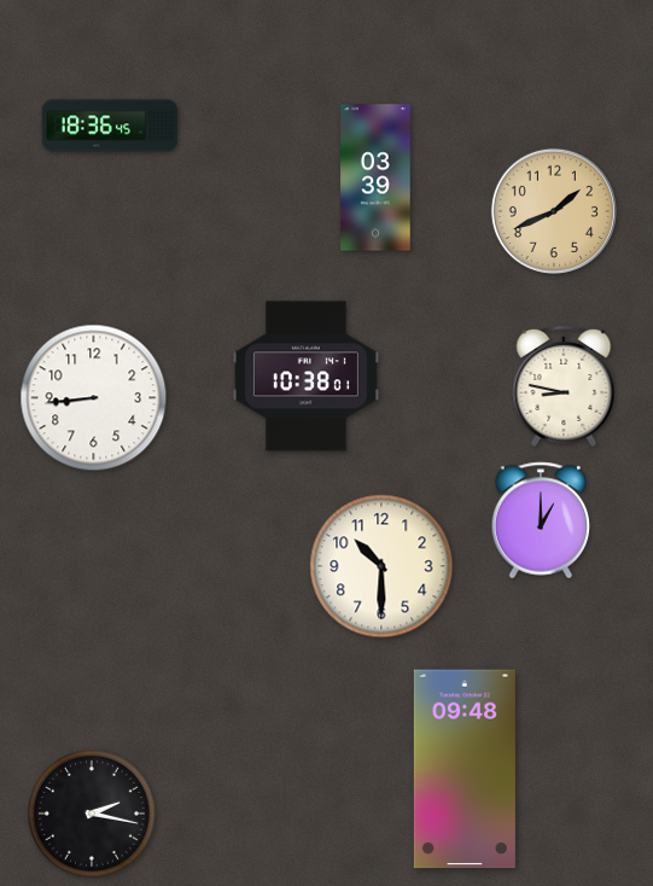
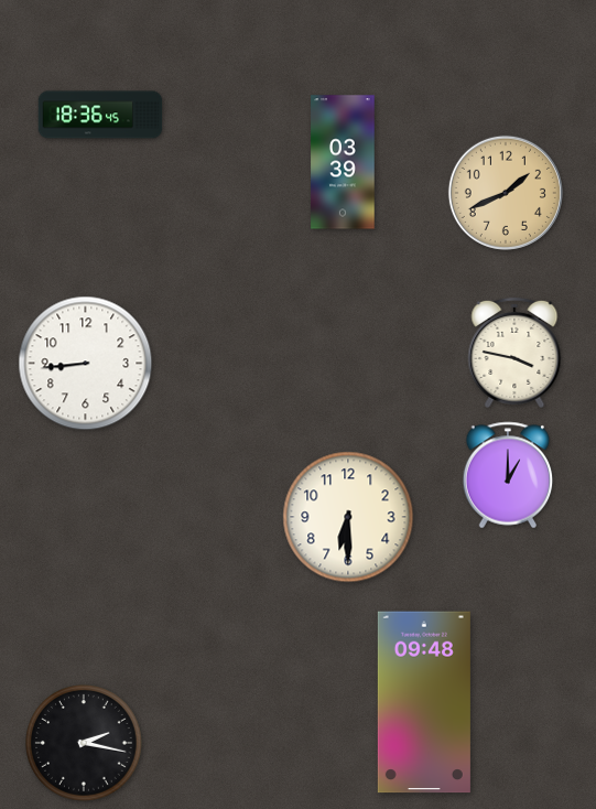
clock at (305, 377): 10:38 -> none
clock at (564, 386): 8:47 -> 3:47
clock at (541, 520) position: (541, 520) -> (508, 475)
clock at (381, 566): 10:30 -> 6:30
